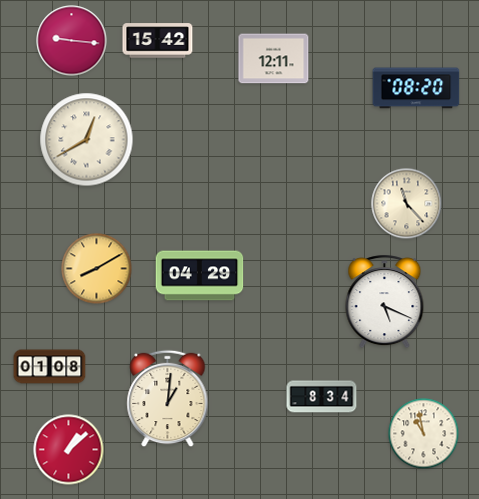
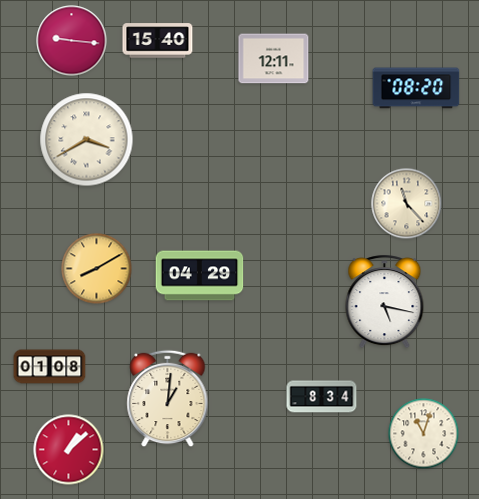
clock at (158, 41): 15:42 -> 15:40
clock at (87, 140): 12:40 -> 3:40
clock at (385, 302): 5:19 -> 5:17
clock at (424, 434): 10:58 -> 11:03
